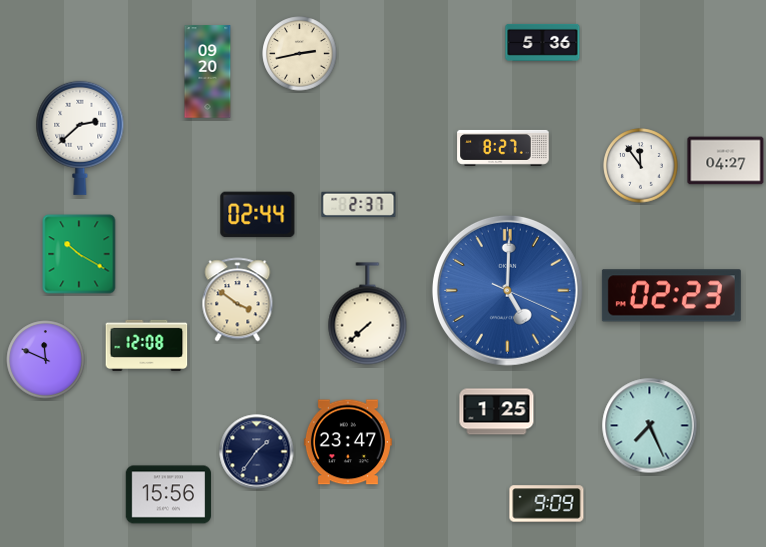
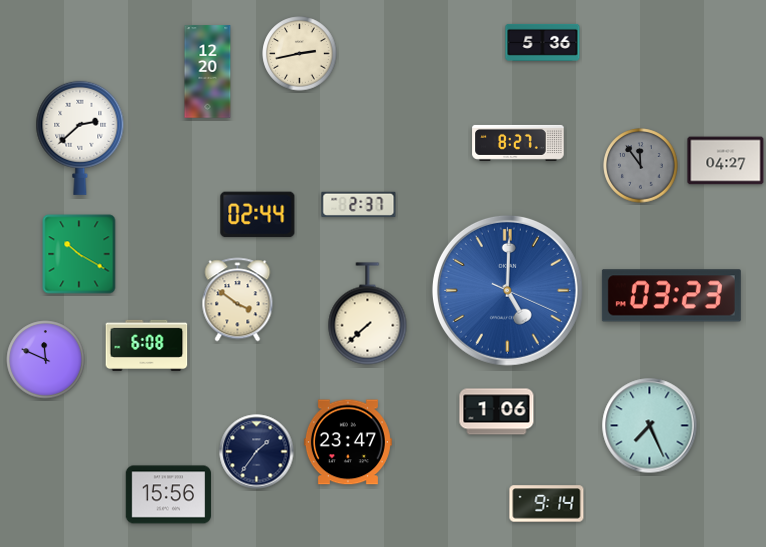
clock at (208, 72): 09:20 -> 12:20
clock at (503, 148) position: (503, 148) -> (518, 143)
clock at (641, 166) dial: white -> grey
clock at (671, 296): 02:23 -> 03:23
clock at (147, 345): 12:08 -> 6:08
clock at (497, 412): 1:25 -> 1:06
clock at (547, 504): 9:09 -> 9:14
